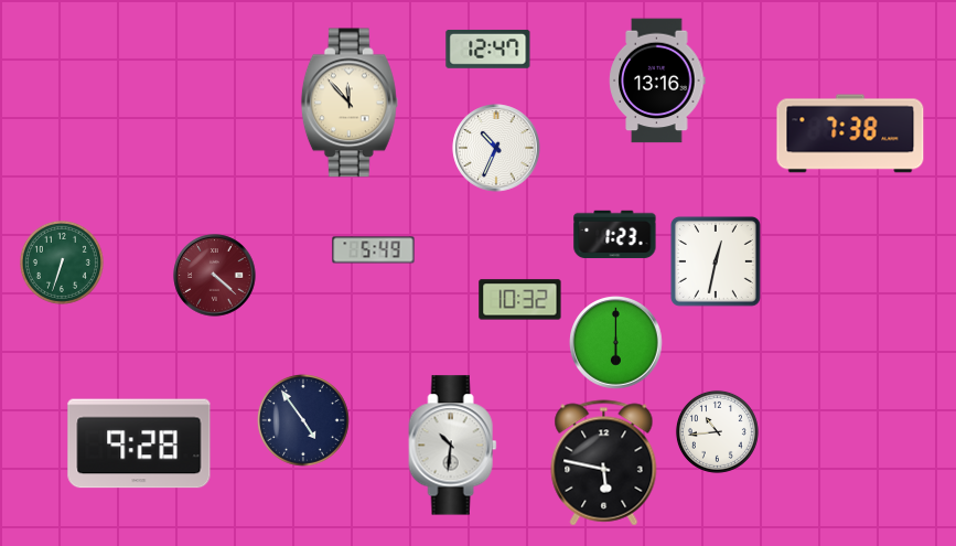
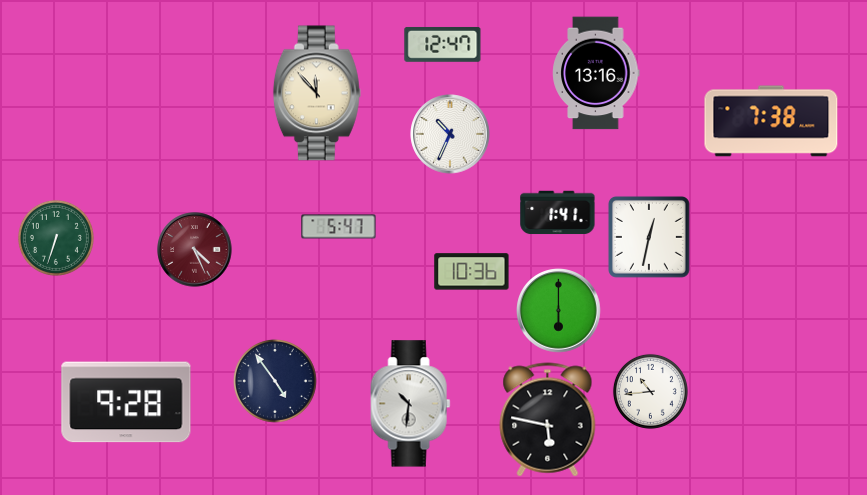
clock at (615, 235): 1:23 -> 1:41
clock at (374, 250): 5:49 -> 5:47
clock at (215, 276): 4:22 -> 4:26
clock at (520, 300): 10:32 -> 10:36
